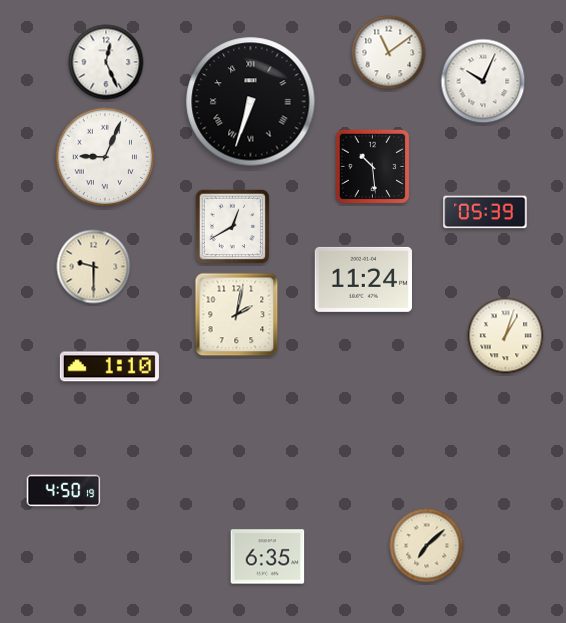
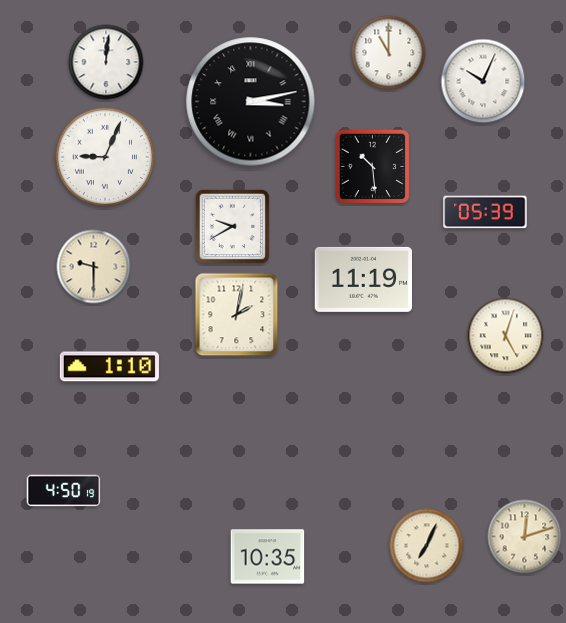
clock at (389, 53): 11:09 -> 11:00
clock at (106, 62): 12:26 -> 12:01
clock at (251, 102): 6:33 -> 3:13
clock at (233, 227): 12:40 -> 9:40
clock at (363, 279): 11:24 -> 11:19
clock at (506, 336): 1:03 -> 5:03
clock at (525, 537): none -> 12:12
clock at (427, 546): 7:08 -> 7:04
clock at (268, 557): 6:35 -> 10:35
